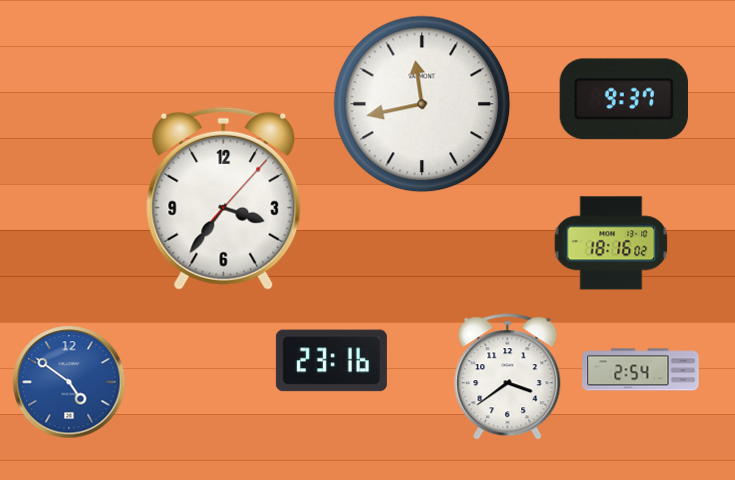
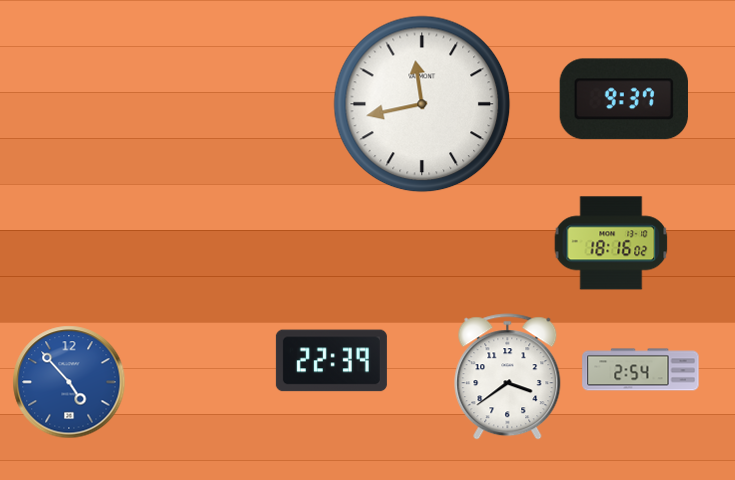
clock at (224, 198): 3:36 -> none
clock at (331, 361): 23:16 -> 22:39
clock at (69, 382): 4:51 -> 4:53
